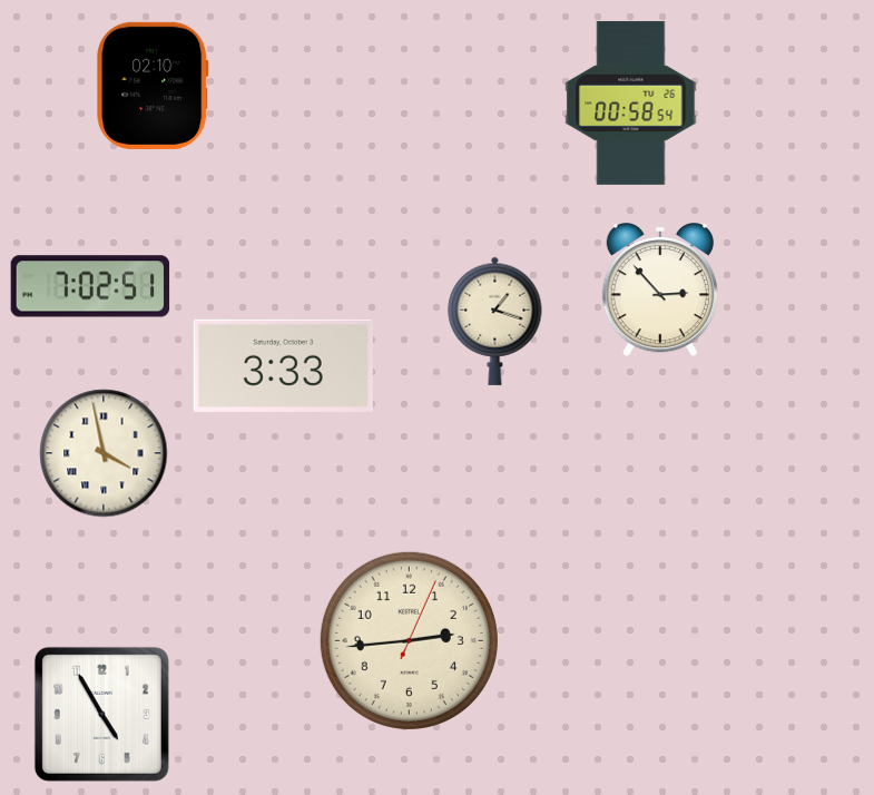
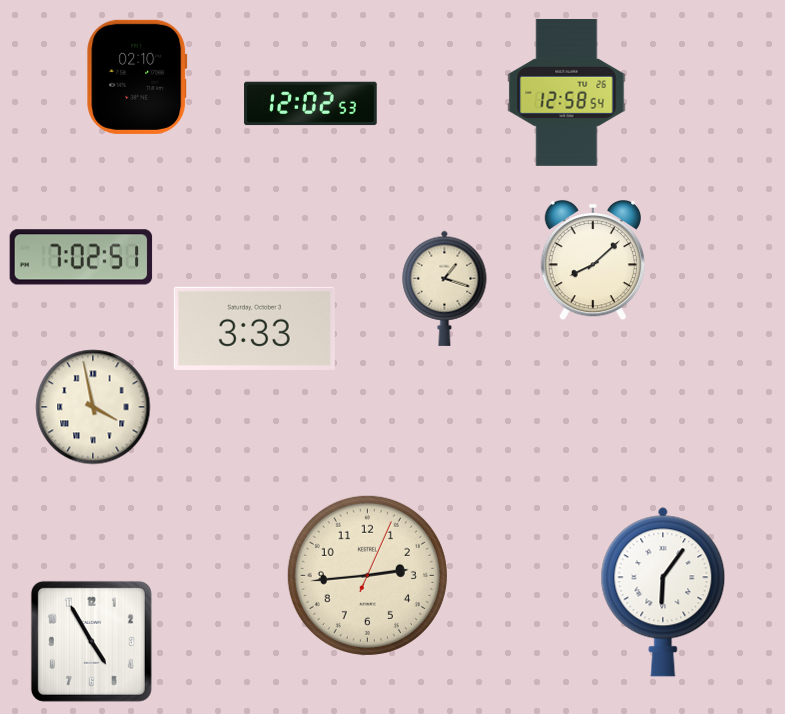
clock at (631, 102): 00:58 -> 12:58
clock at (311, 104): none -> 12:02
clock at (660, 289): 2:53 -> 8:08
clock at (663, 592): none -> 6:06
